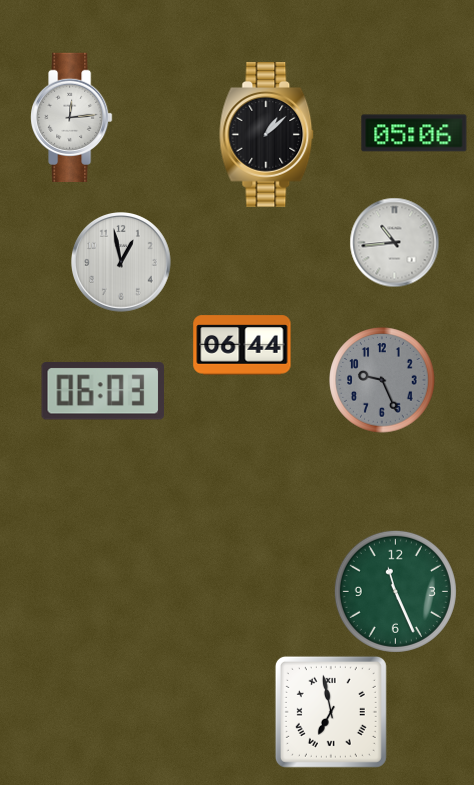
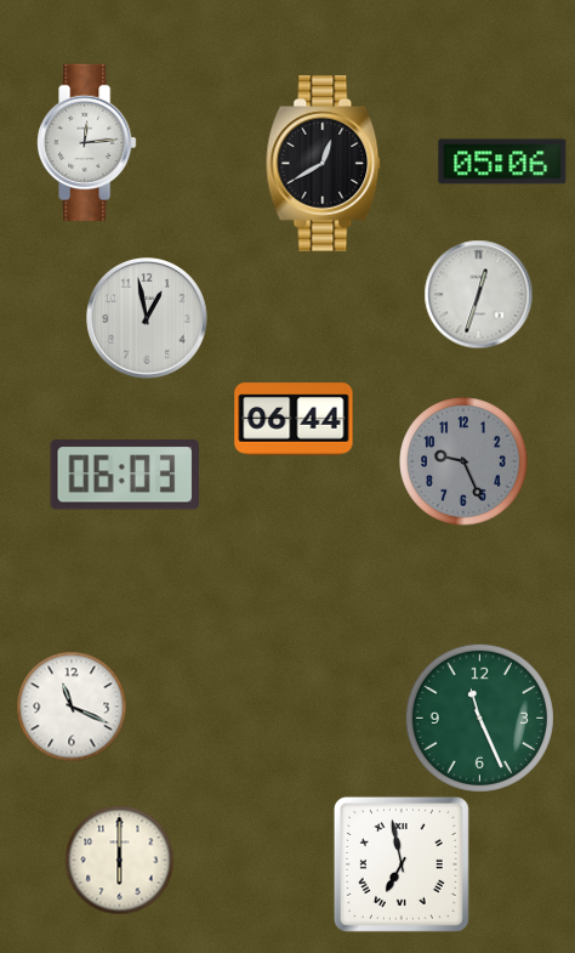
clock at (267, 135): 1:08 -> 12:40
clock at (394, 242): 10:44 -> 12:33
clock at (72, 707): none -> 11:19
clock at (119, 860): none -> 6:00
